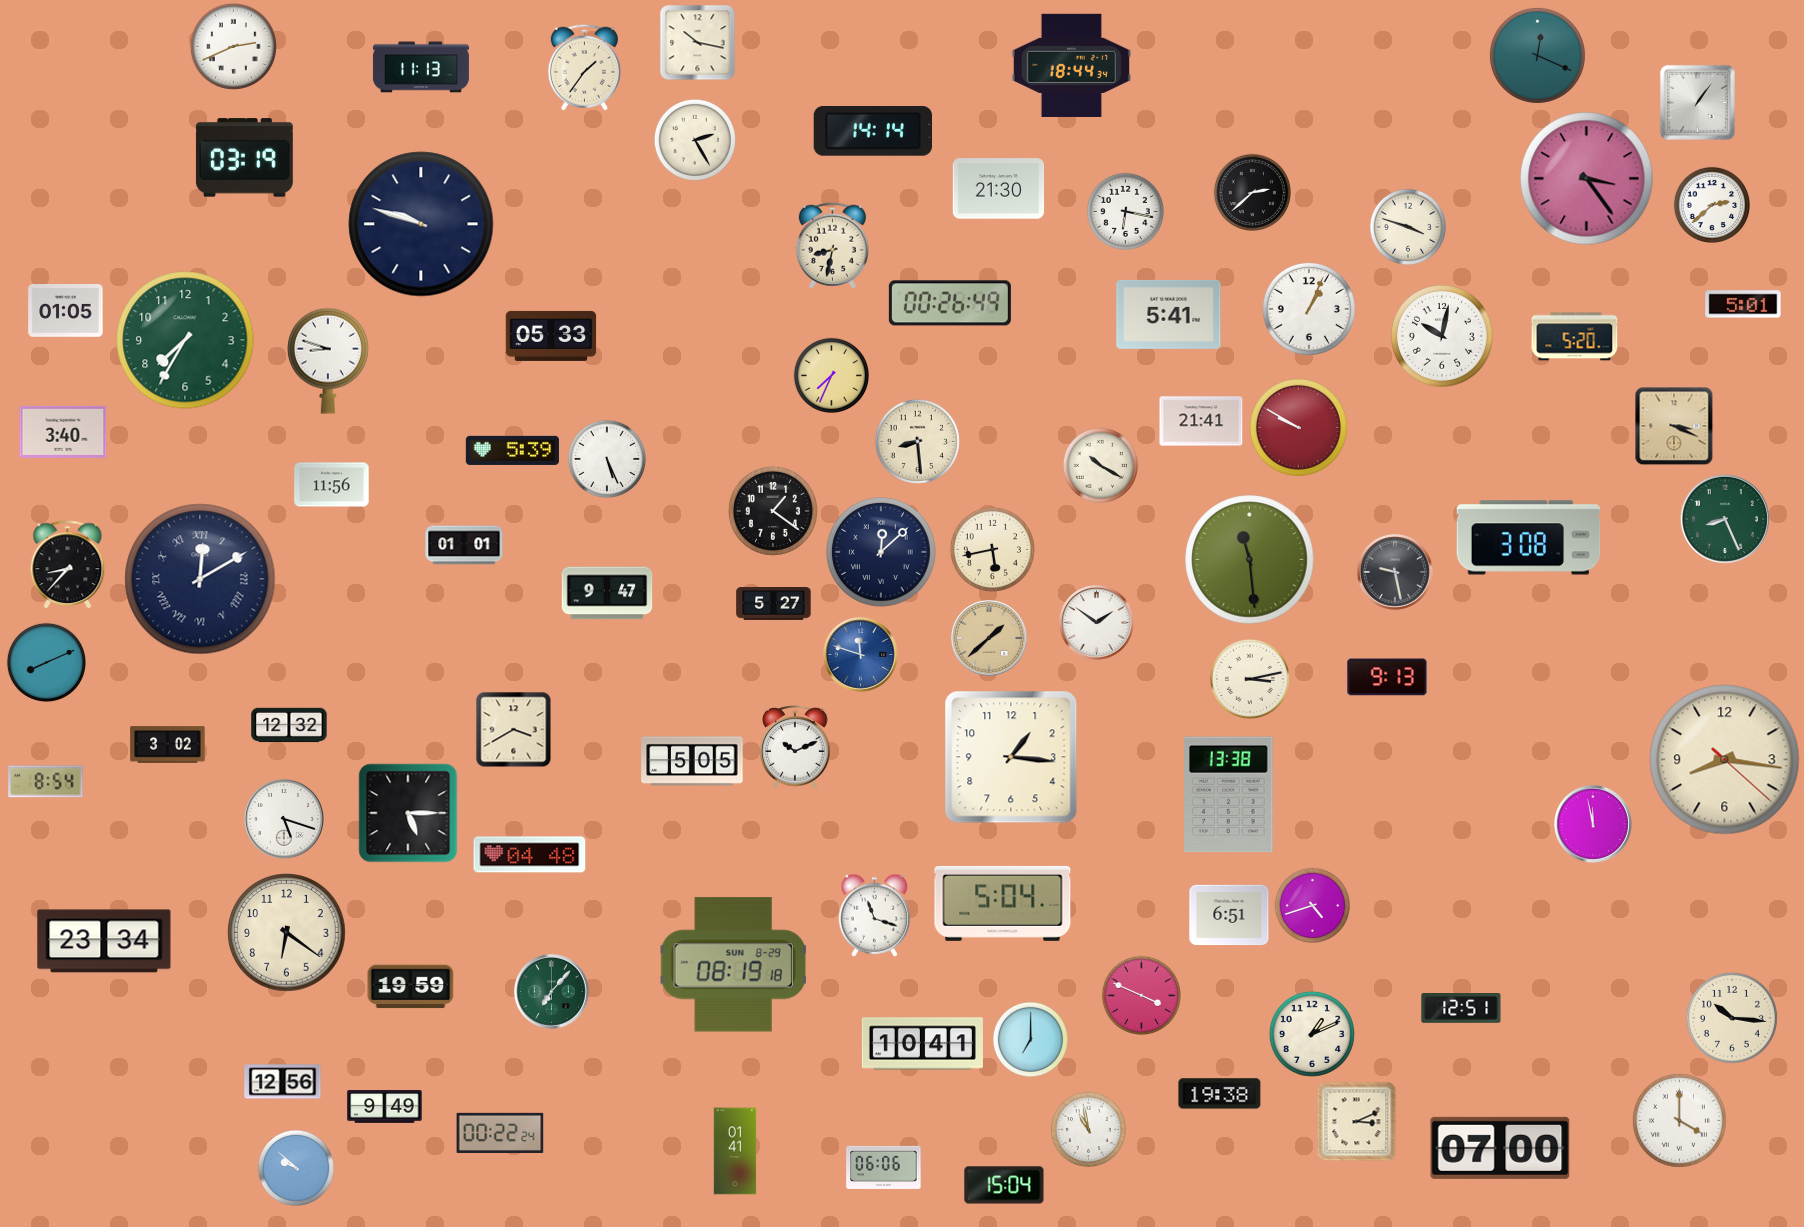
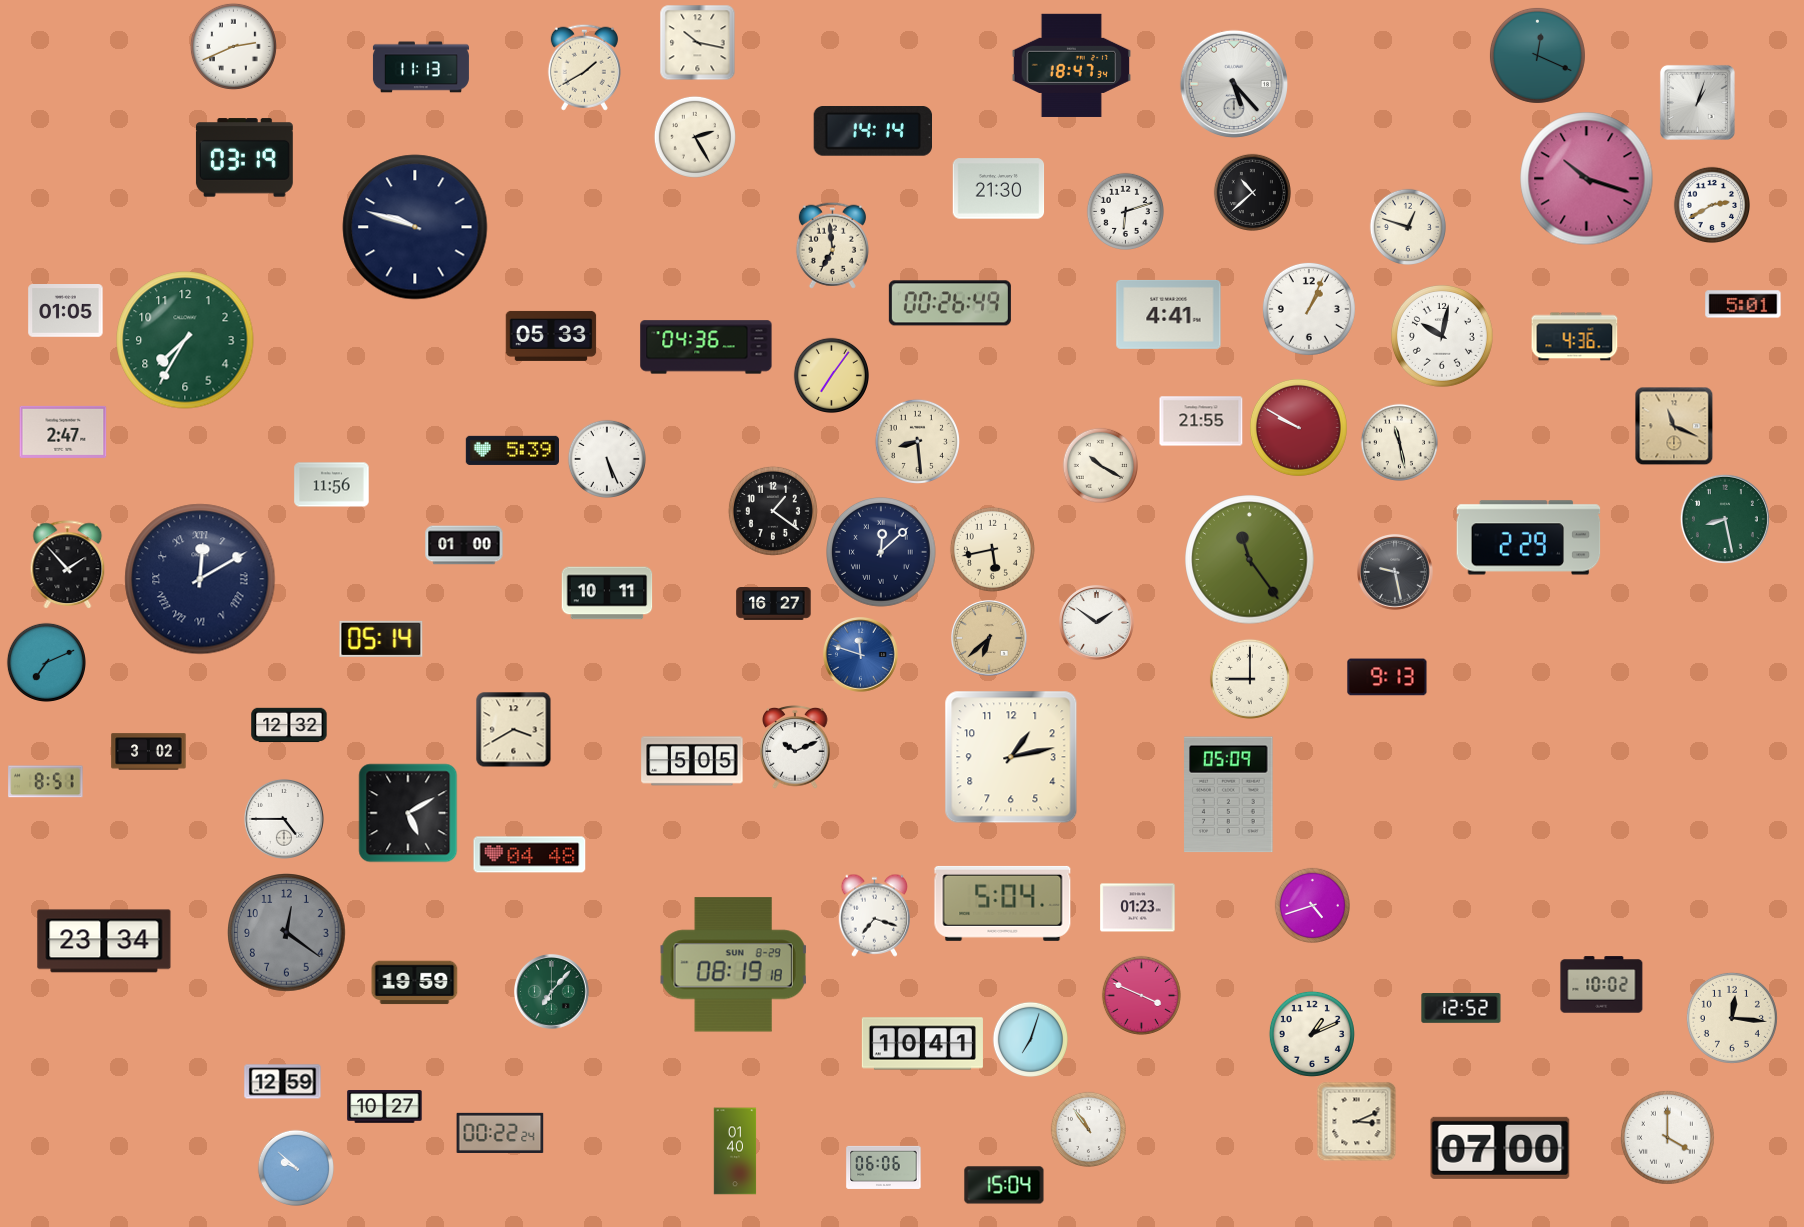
clock at (1071, 65): 18:44 -> 18:47
clock at (584, 67): 1:36 -> 1:40
clock at (1234, 84): none -> 5:23
clock at (1697, 102): 1:06 -> 1:03
clock at (695, 140) position: (695, 140) -> (695, 137)
clock at (1587, 179): 3:24 -> 10:18
clock at (1252, 192): 2:38 -> 10:38
clock at (1711, 204): 2:38 -> 2:40
clock at (1125, 211): 6:17 -> 6:12
clock at (421, 224) position: (421, 224) -> (415, 227)
clock at (1407, 226): 3:48 -> 12:48
clock at (832, 245): 8:32 -> 6:59
clock at (1169, 314): 5:41 -> 4:41
clock at (1575, 337): 5:20 -> 4:36
clock at (706, 347): none -> 04:36
clock at (328, 361): 8:48 -> none
clock at (831, 375): 7:34 -> 7:06
clock at (1201, 421): 21:41 -> 21:55
clock at (1674, 426): 3:19 -> 11:19
clock at (63, 432): 3:40 -> 2:47
clock at (1399, 442): none -> 11:28
clock at (1725, 519): 8:26 -> 8:28
clock at (1529, 538): 3:08 -> 2:29
clock at (464, 545): 01:01 -> 01:00
clock at (1250, 560): 11:29 -> 11:24
clock at (68, 564): 8:37 -> 1:53
clock at (607, 593): 9:47 -> 10:11
clock at (774, 604): 5:27 -> 16:27
clock at (381, 639): none -> 05:14
clock at (990, 639): 1:38 -> 6:38
clock at (46, 662): 8:11 -> 7:11
clock at (1250, 679): 3:13 -> 9:00
clock at (168, 745) position: (168, 745) -> (149, 752)
clock at (1011, 757): 1:16 -> 1:13
clock at (1725, 760): 8:16 -> none
clock at (46, 782): 8:54 -> 8:51
clock at (1229, 795): 13:38 -> 05:09
clock at (408, 813): 5:15 -> 5:10
clock at (284, 819): 5:18 -> 4:45
clock at (1593, 824): 11:58 -> none
clock at (1138, 908): none -> 01:23
clock at (874, 915): 11:18 -> 7:18
clock at (1229, 915): 6:51 -> none
clock at (287, 933): 6:21 -> 12:21
clock at (287, 933) dial: cream -> grey
clock at (1602, 985): none -> 10:02
clock at (411, 987) position: (411, 987) -> (415, 983)
clock at (1461, 1008): 12:51 -> 12:52
clock at (1732, 1018): 10:16 -> 12:16
clock at (1030, 1039): 7:00 -> 7:03
clock at (283, 1082): 12:56 -> 12:59
clock at (1220, 1094): 19:38 -> none
clock at (385, 1107): 9:49 -> 10:27
clock at (1679, 1120) position: (1679, 1120) -> (1667, 1137)
clock at (1088, 1129): 10:58 -> 10:54
clock at (735, 1151): 01:41 -> 01:40
